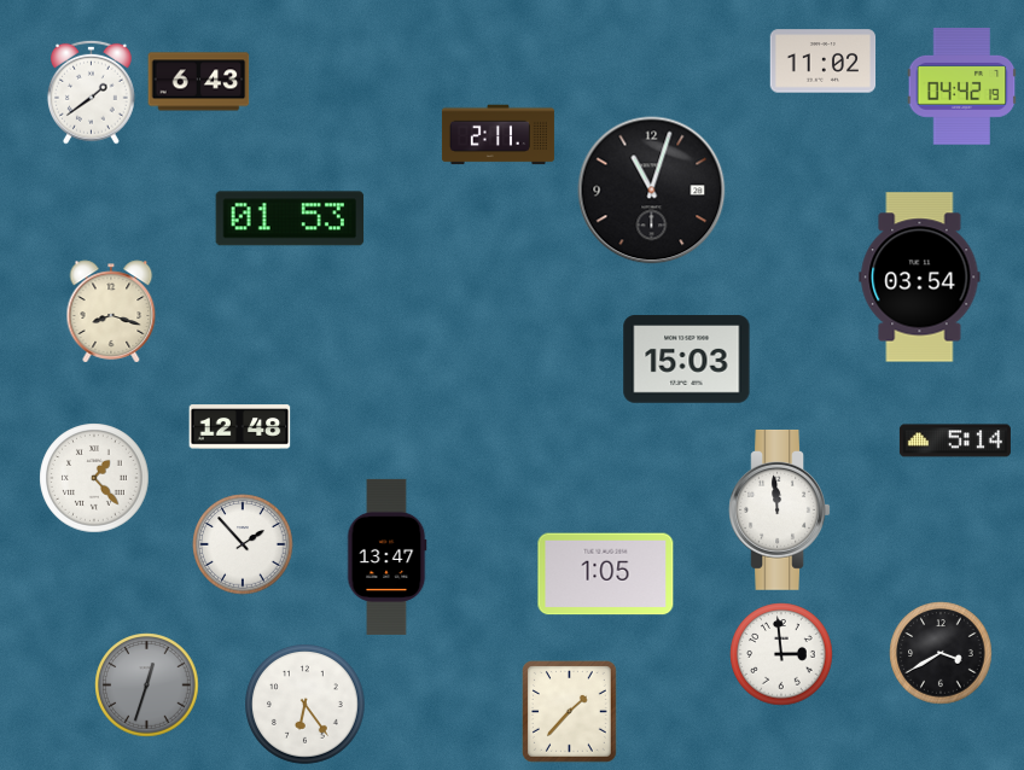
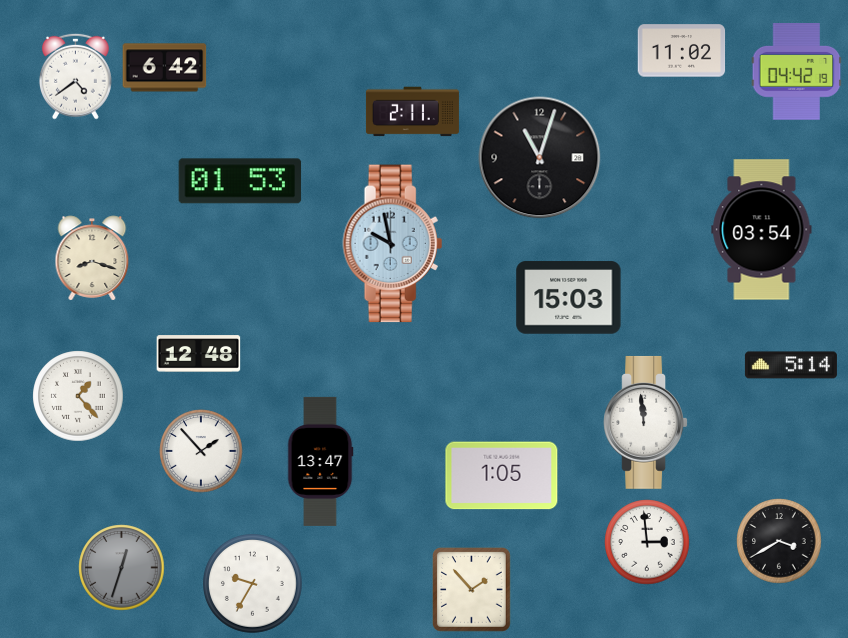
clock at (199, 82): 6:43 -> 6:42
clock at (91, 92): 1:39 -> 4:39
clock at (393, 244): none -> 9:58
clock at (306, 705): 6:24 -> 9:35
clock at (570, 712): 1:37 -> 1:53
